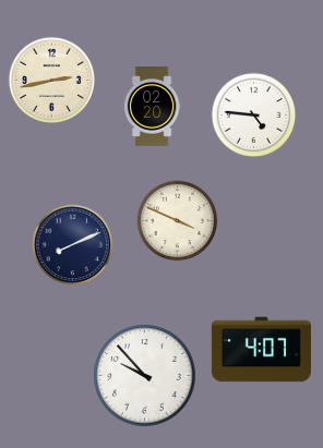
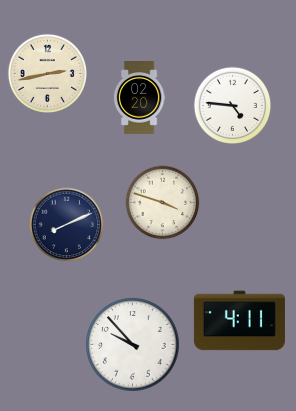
clock at (178, 221): 3:49 -> 3:48
clock at (261, 350): 4:07 -> 4:11
